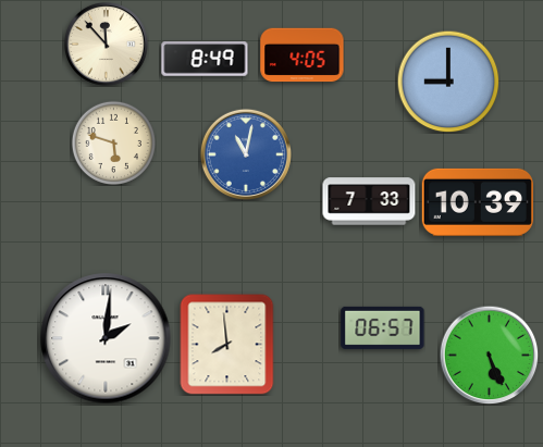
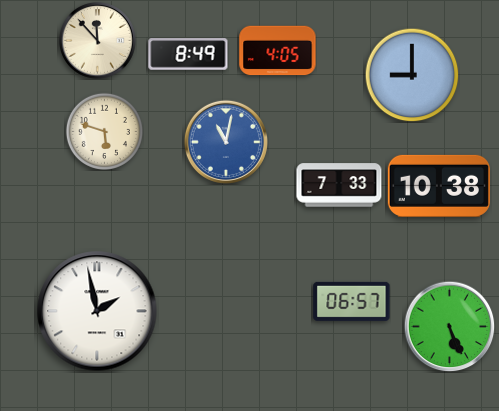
clock at (478, 202): 10:39 -> 10:38
clock at (106, 338): 2:01 -> 1:58
clock at (227, 345): 7:59 -> none
